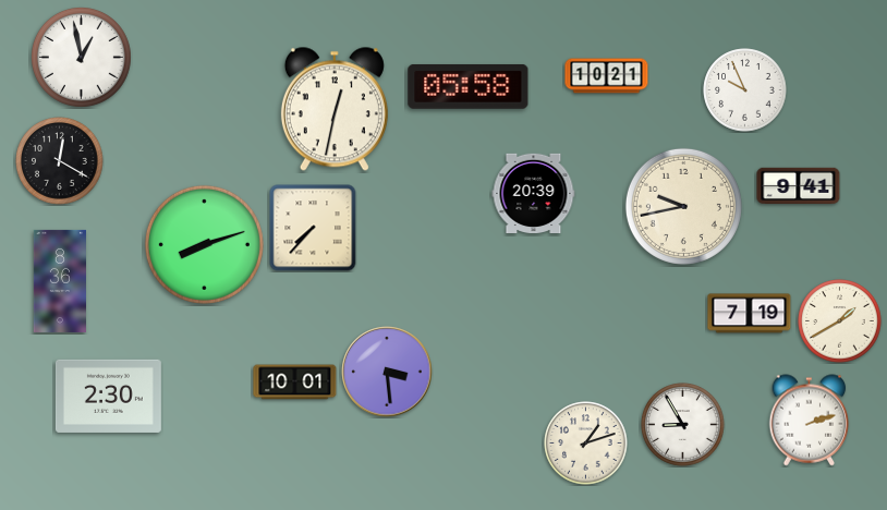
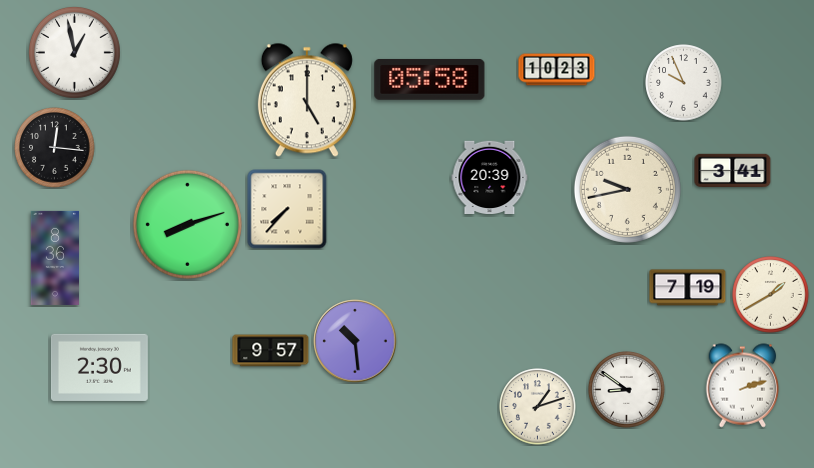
clock at (607, 76): 10:21 -> 10:23
clock at (335, 109): 12:32 -> 5:00
clock at (60, 161): 12:20 -> 12:16
clock at (799, 186): 9:41 -> 3:41
clock at (387, 372): 3:29 -> 10:29
clock at (295, 382): 10:01 -> 9:57
clock at (108, 396) position: (108, 396) -> (99, 367)
clock at (683, 425): 8:55 -> 8:51
